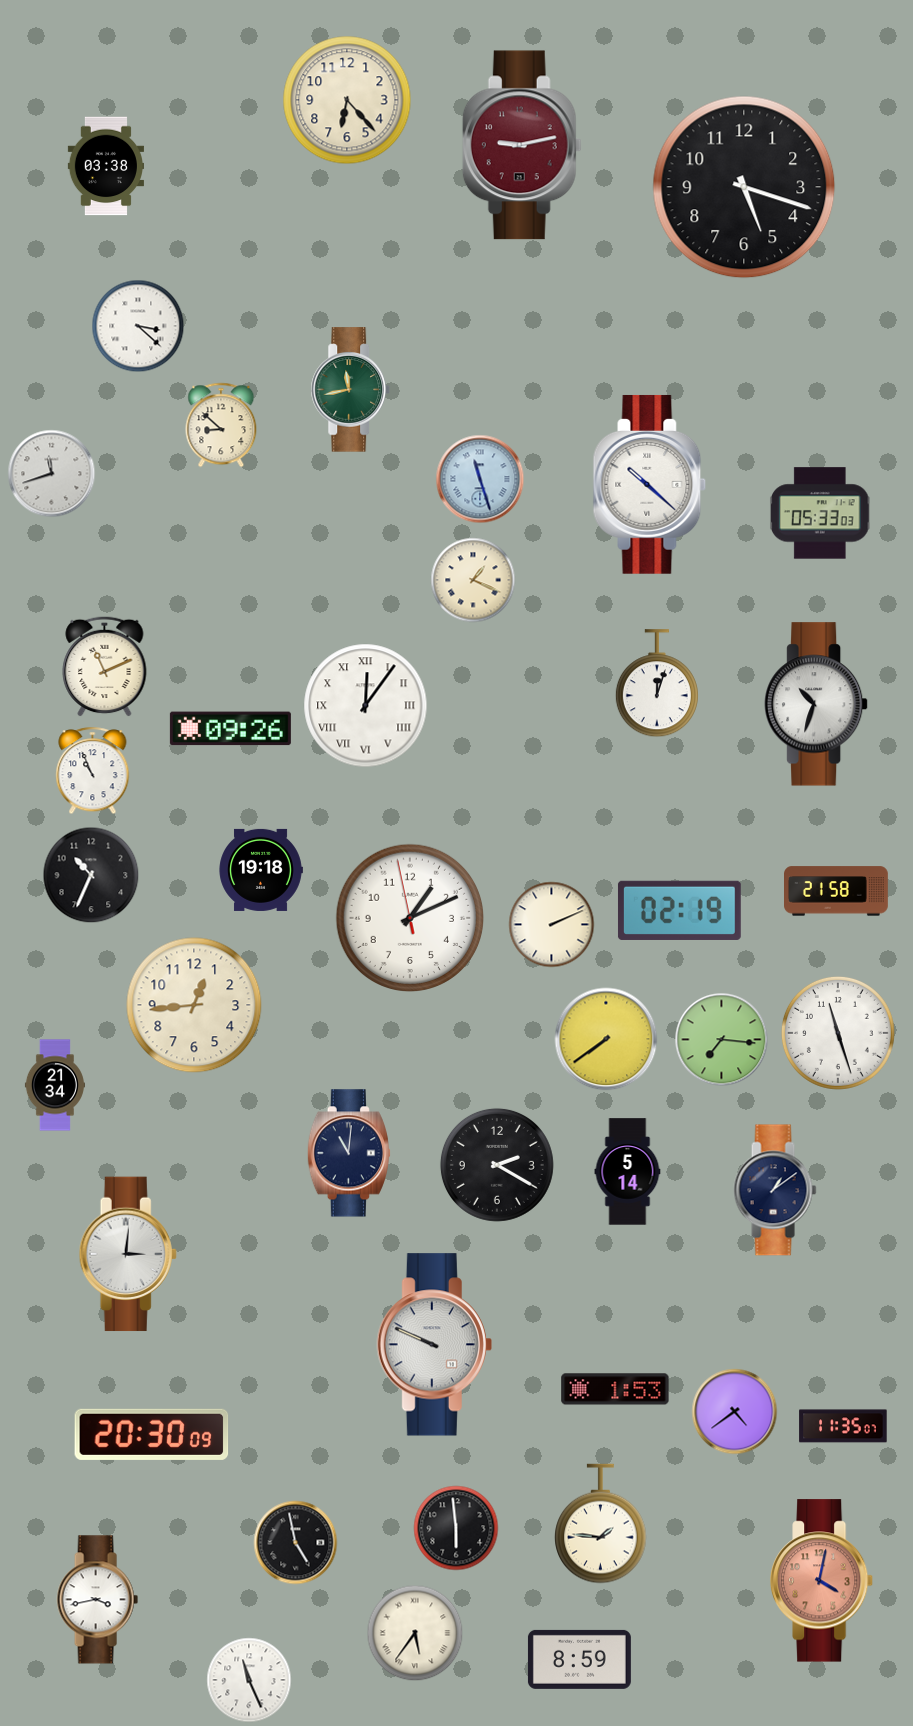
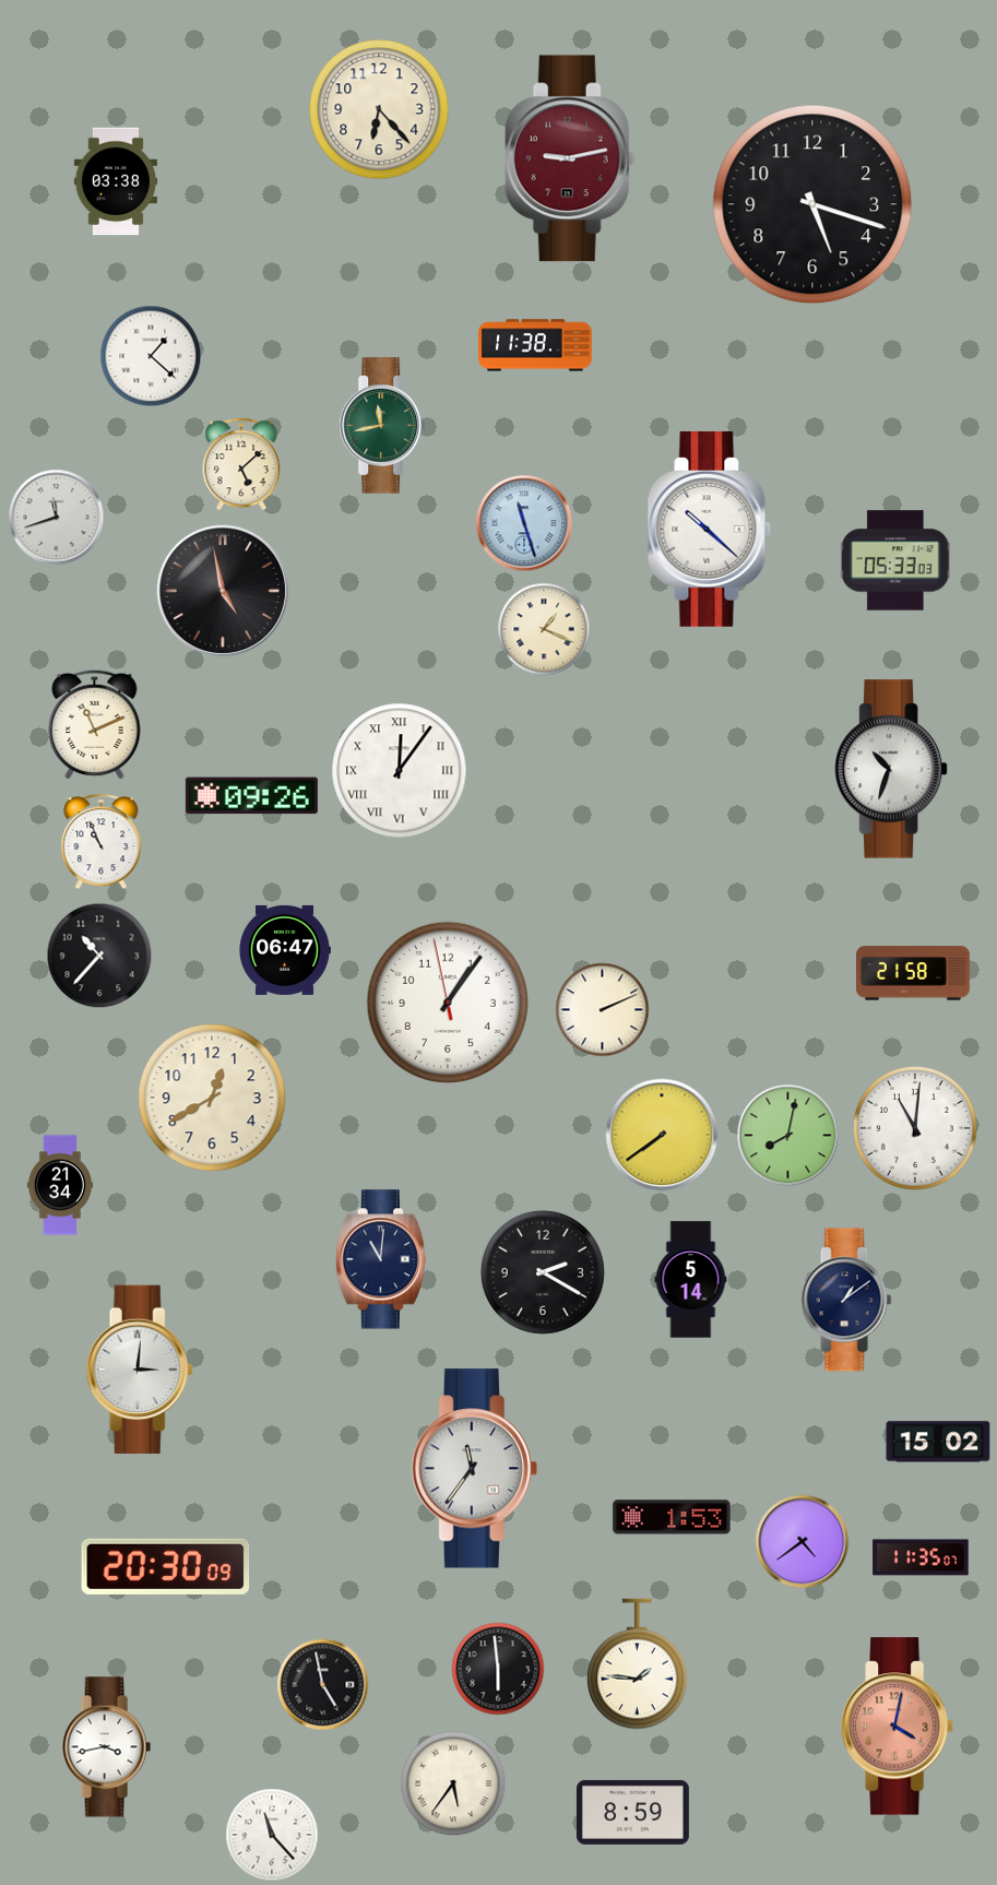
clock at (536, 345): none -> 11:38
clock at (138, 326): 3:22 -> 1:22
clock at (221, 425): 8:52 -> 5:08
clock at (223, 591): none -> 4:58
clock at (473, 580) position: (473, 580) -> (544, 629)
clock at (105, 666) position: (105, 666) -> (95, 724)
clock at (657, 684): 12:03 -> none
clock at (261, 870): 19:18 -> 06:47
clock at (91, 875): 10:34 -> 10:37
clock at (679, 910): 02:19 -> none
clock at (409, 917): 1:10 -> 1:05
clock at (194, 1005): 12:44 -> 12:40
clock at (838, 1033): 11:27 -> 11:01
clock at (722, 1040): 7:16 -> 8:02
clock at (628, 1172) position: (628, 1172) -> (691, 1280)
clock at (938, 1442): none -> 15:02
clock at (434, 1345): 9:49 -> 11:36
clock at (601, 1524) position: (601, 1524) -> (638, 1664)
clock at (249, 1680): 11:26 -> 11:23
